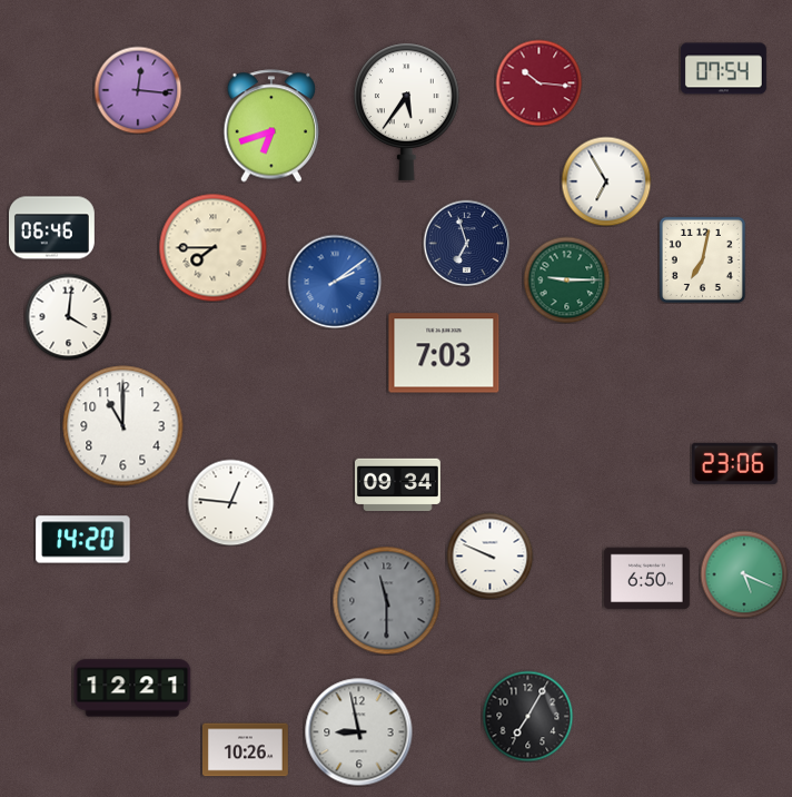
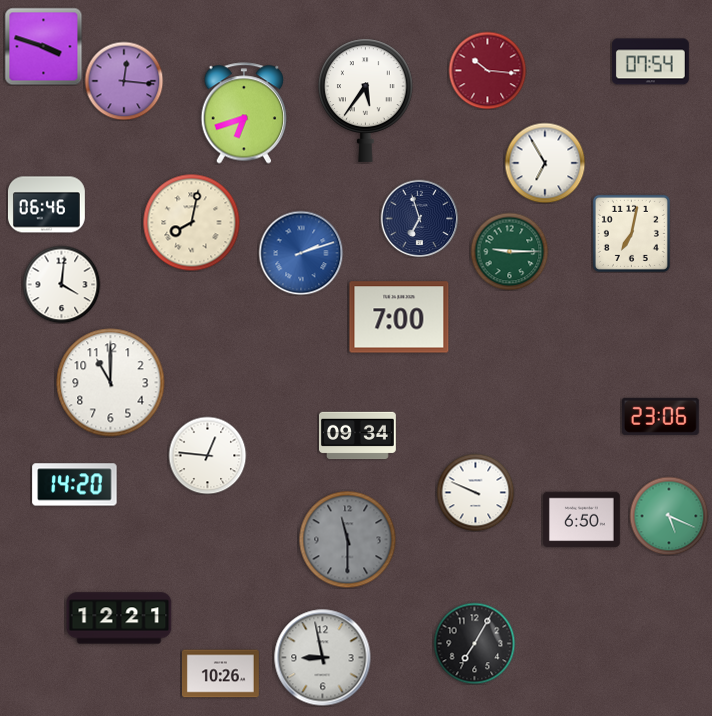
clock at (43, 46): none -> 3:48
clock at (538, 82) position: (538, 82) -> (487, 70)
clock at (212, 247): 7:45 -> 8:02
clock at (335, 282): 2:09 -> 2:12
clock at (444, 353): 7:03 -> 7:00
clock at (230, 502) position: (230, 502) -> (207, 455)
clock at (489, 555) position: (489, 555) -> (475, 492)
